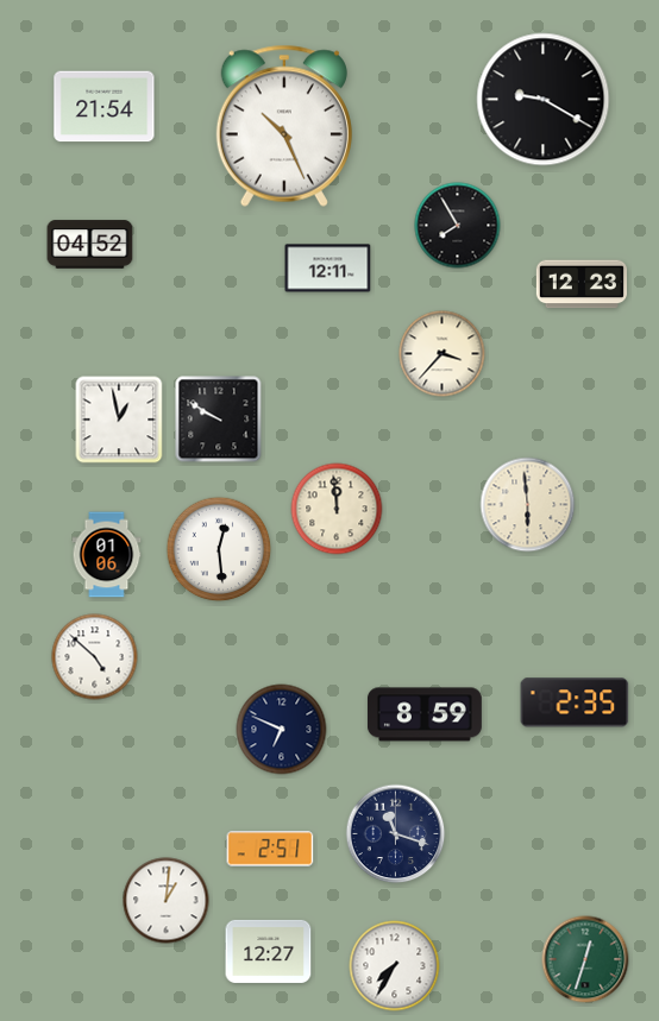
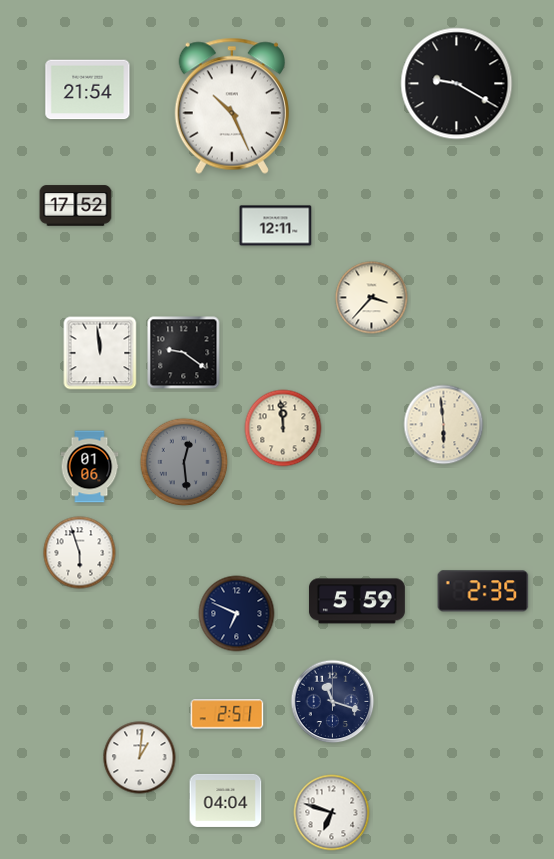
clock at (284, 126) position: (284, 126) -> (232, 106)
clock at (458, 226): 7:55 -> none
clock at (90, 245): 04:52 -> 17:52
clock at (580, 284): 12:23 -> none
clock at (119, 420): 12:58 -> 11:59
clock at (219, 420): 9:50 -> 9:21
clock at (219, 549) dial: white -> grey
clock at (95, 657): 4:52 -> 5:57
clock at (425, 714): 8:59 -> 5:59
clock at (269, 951): 12:27 -> 04:04
clock at (585, 959): 12:33 -> none
clock at (395, 966): 7:35 -> 6:48
